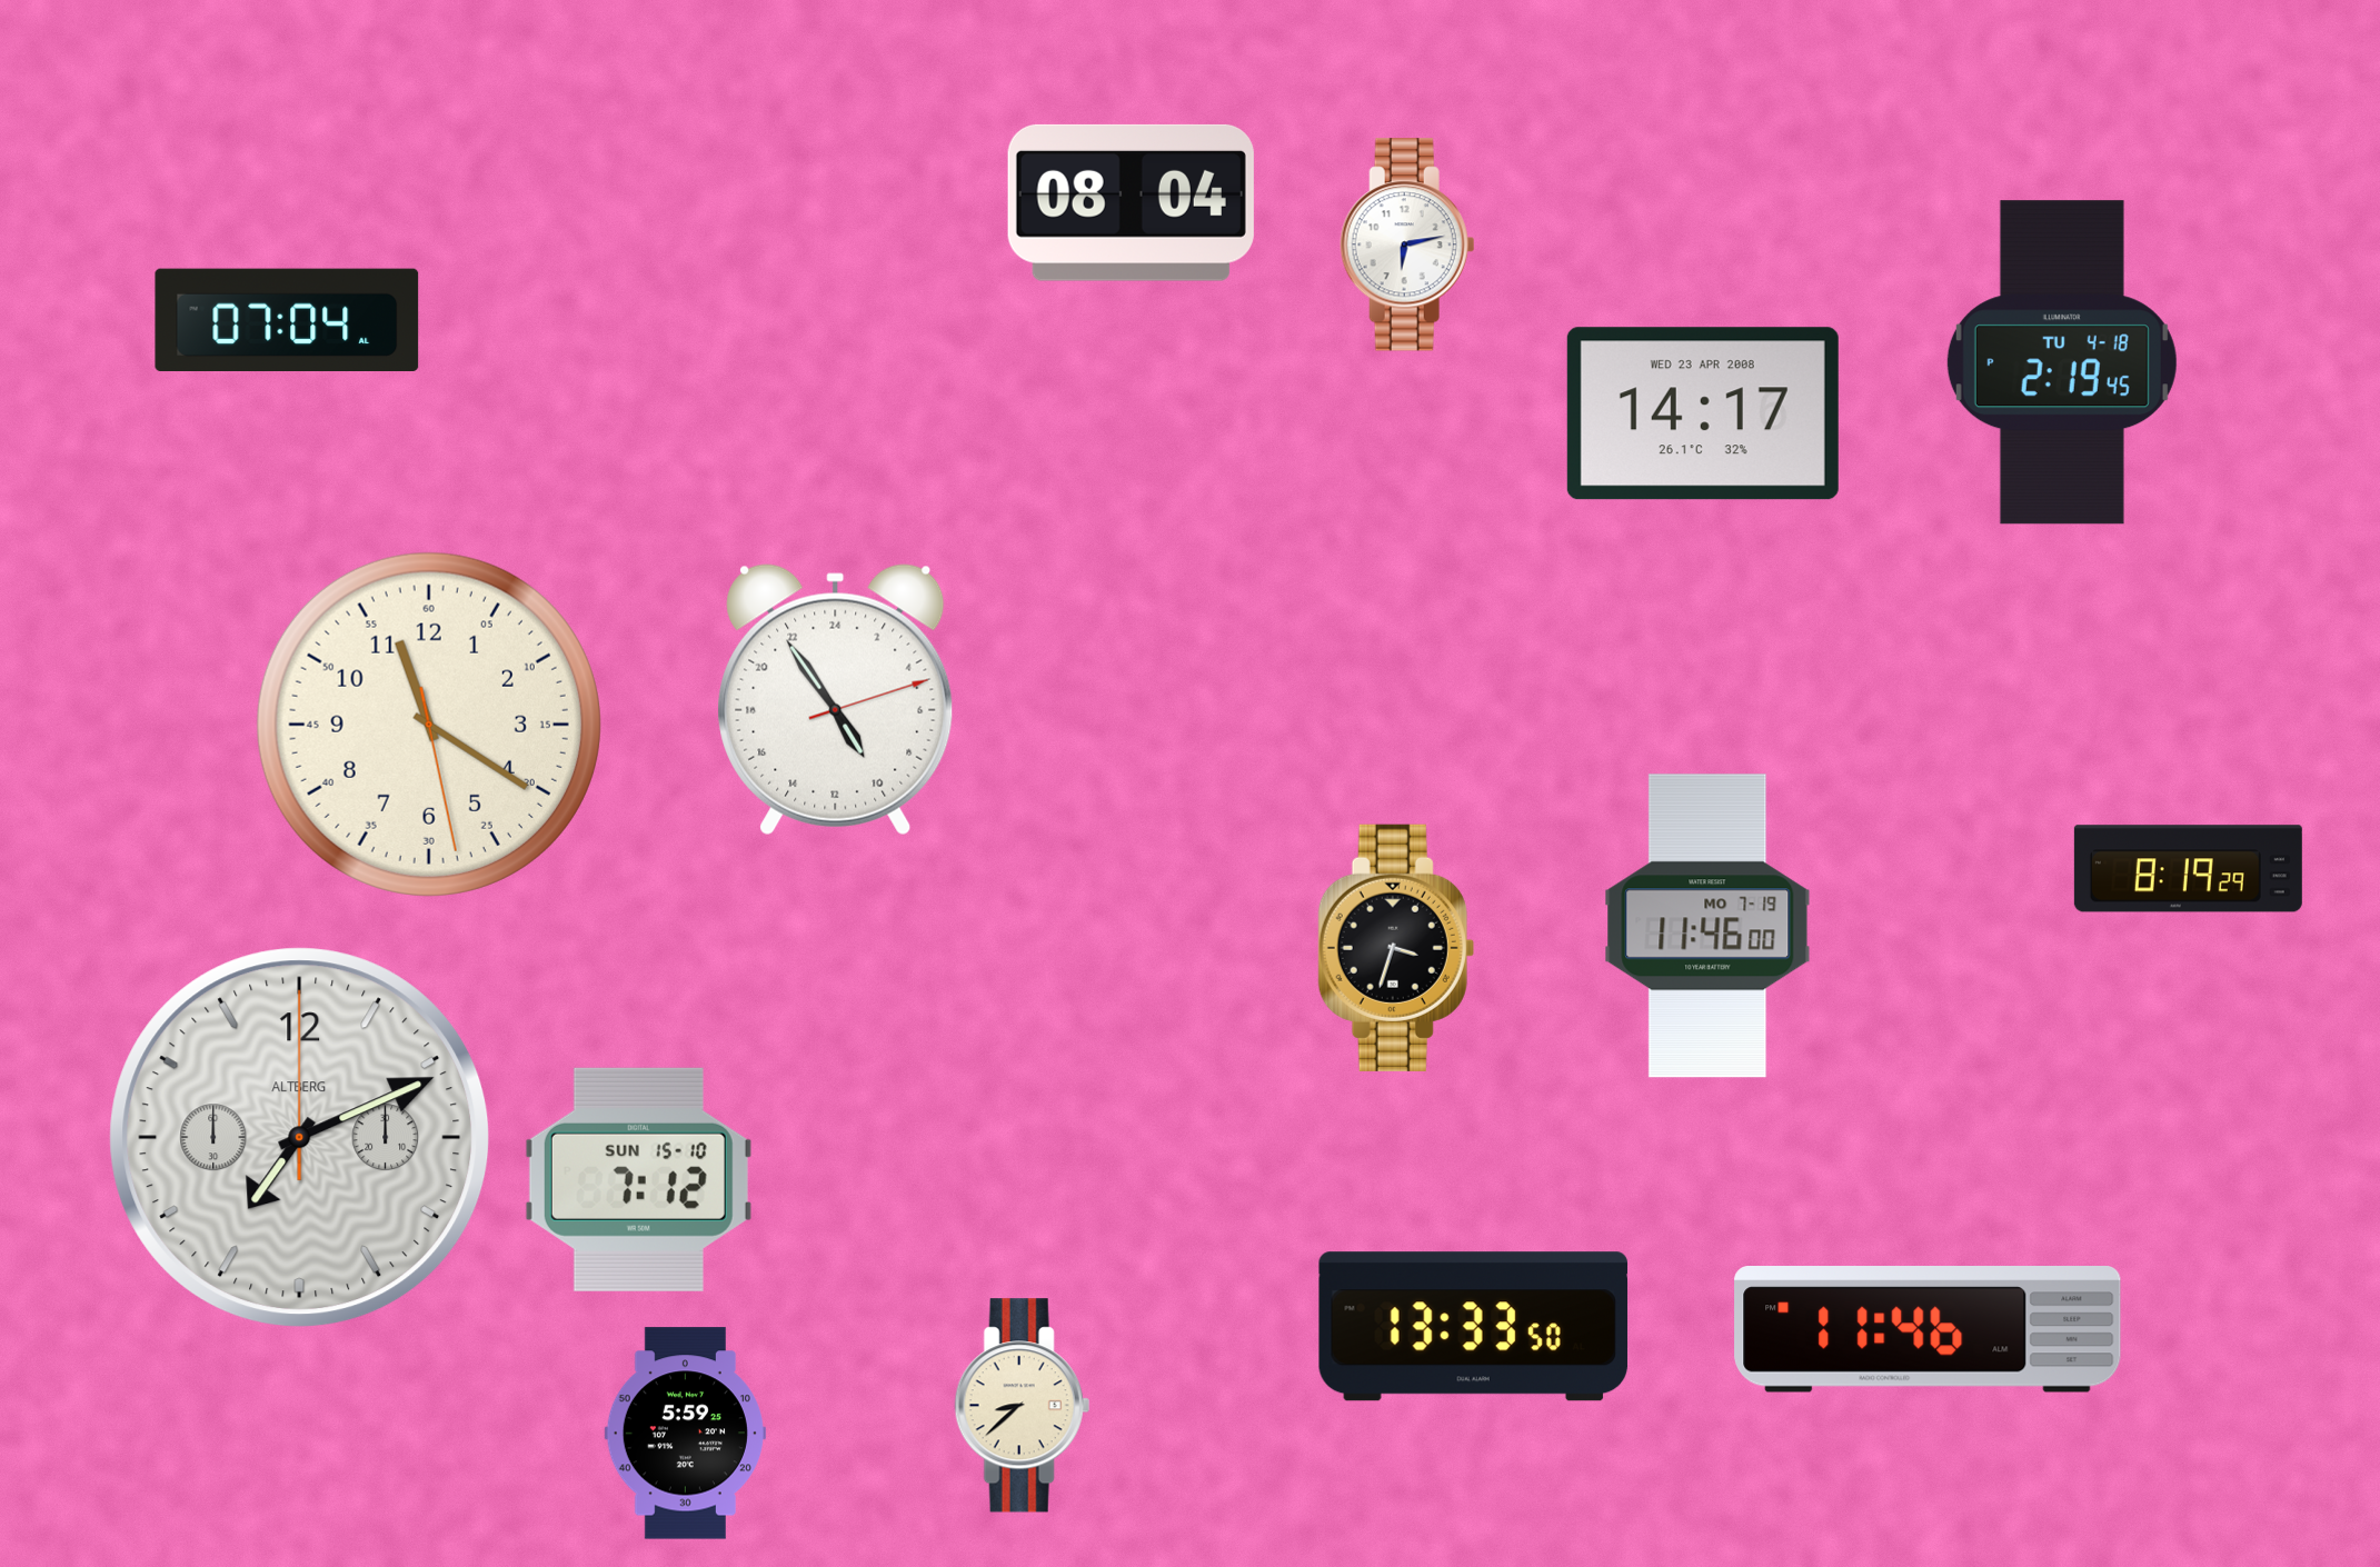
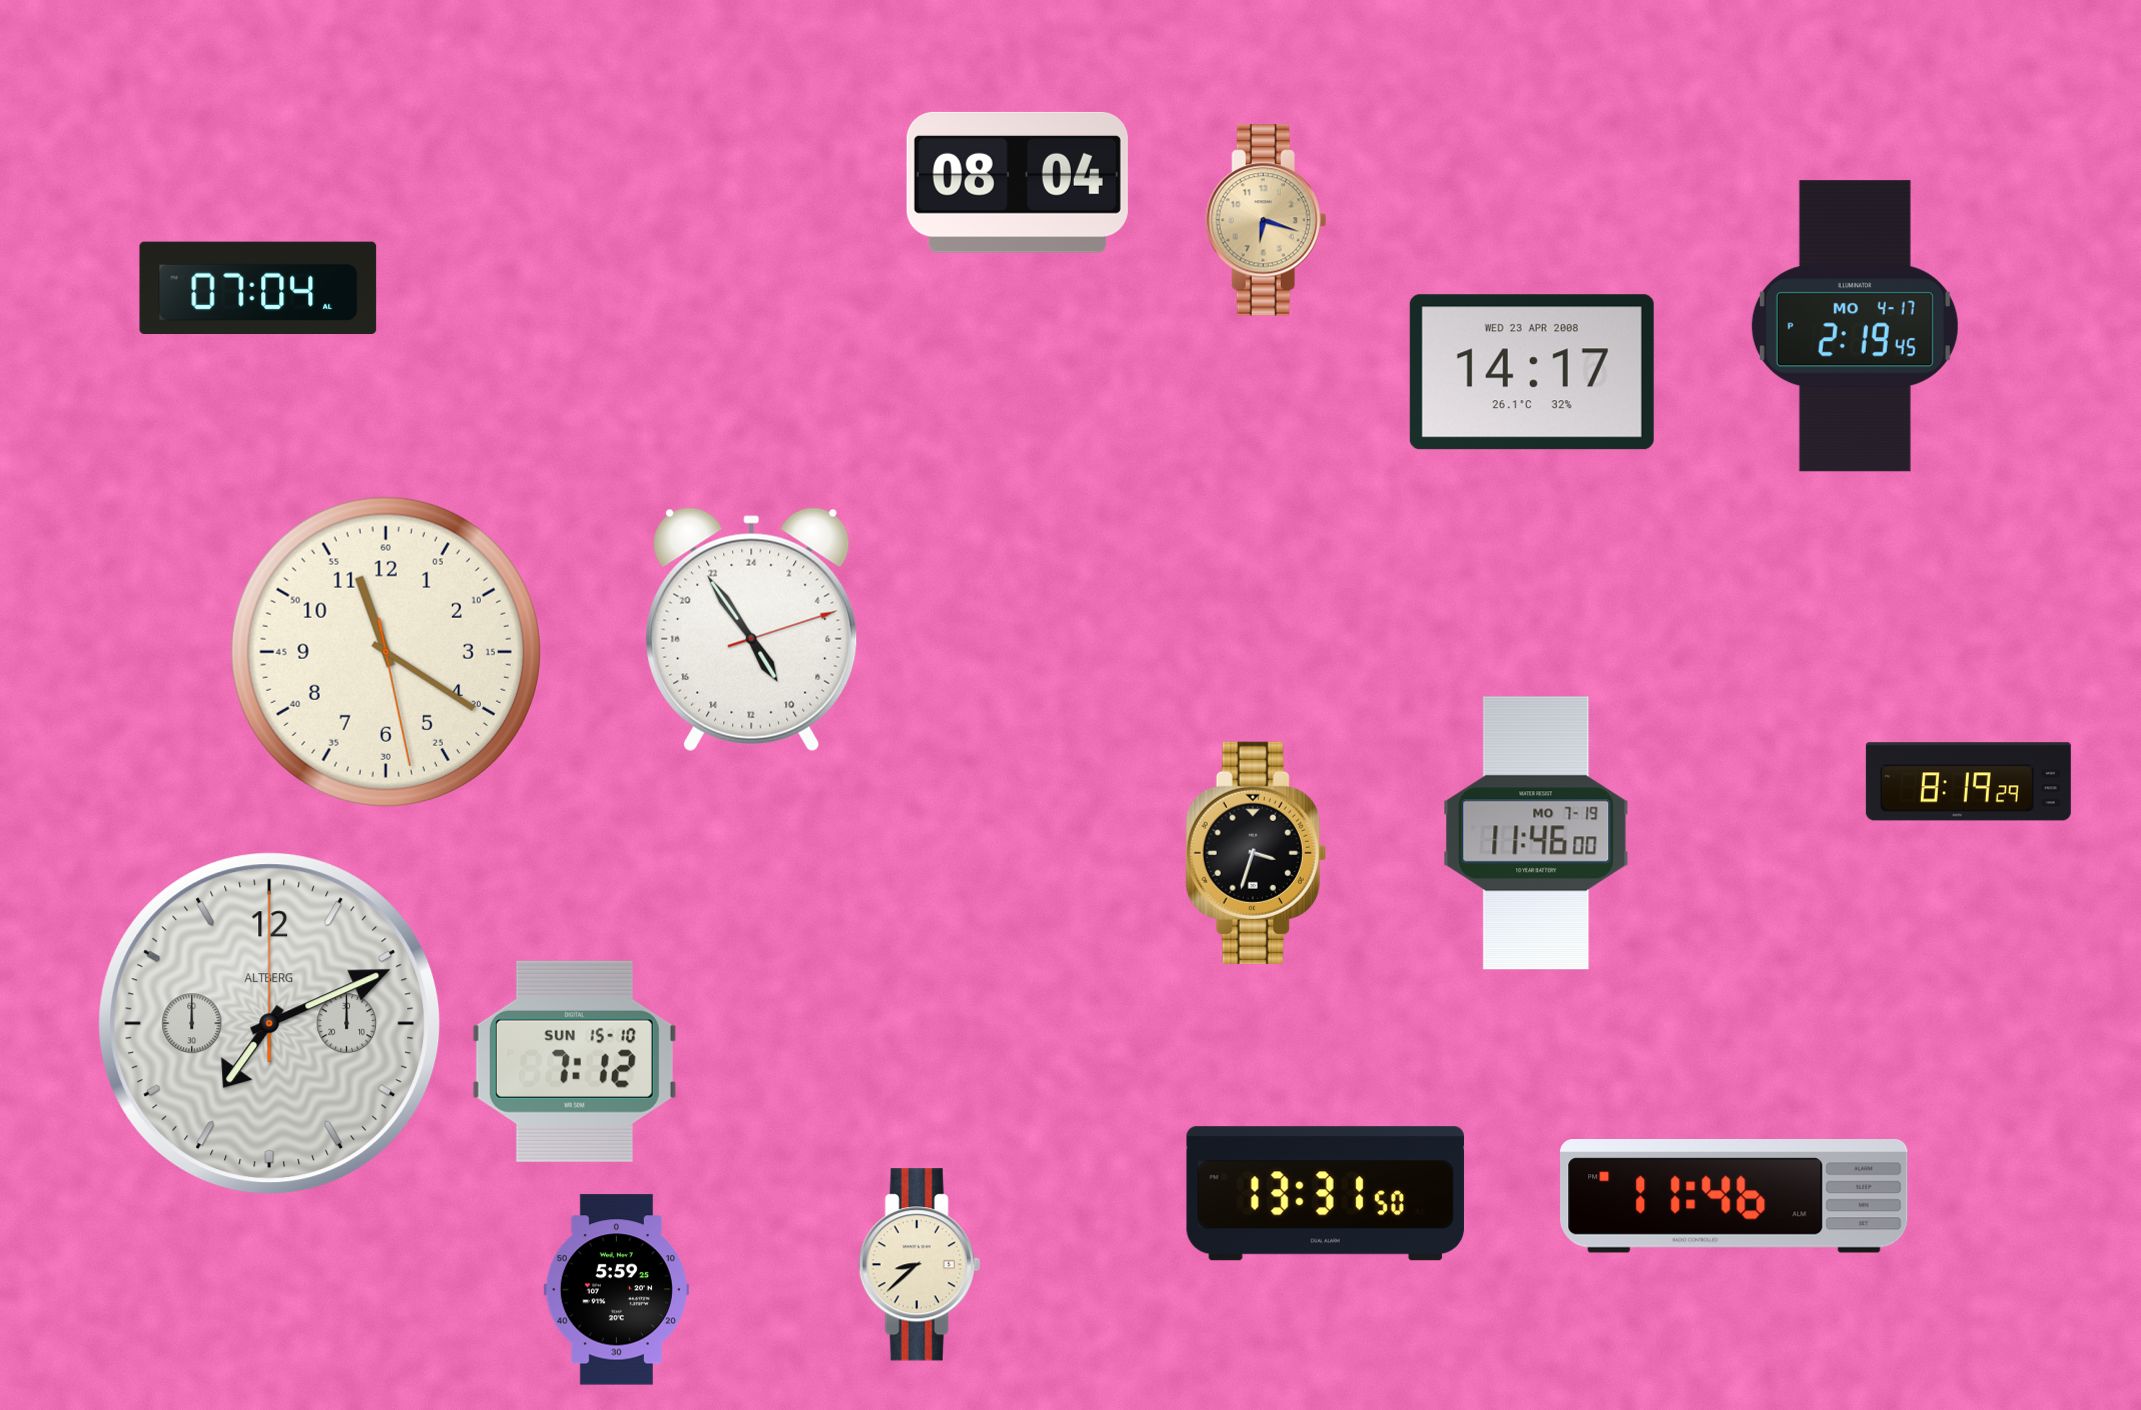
clock at (1407, 244): 6:13 -> 6:18
clock at (1407, 244) dial: white -> champagne
clock at (2062, 362) date: TU 4-18 -> MO 4-17
clock at (1473, 1327): 13:33 -> 13:31
